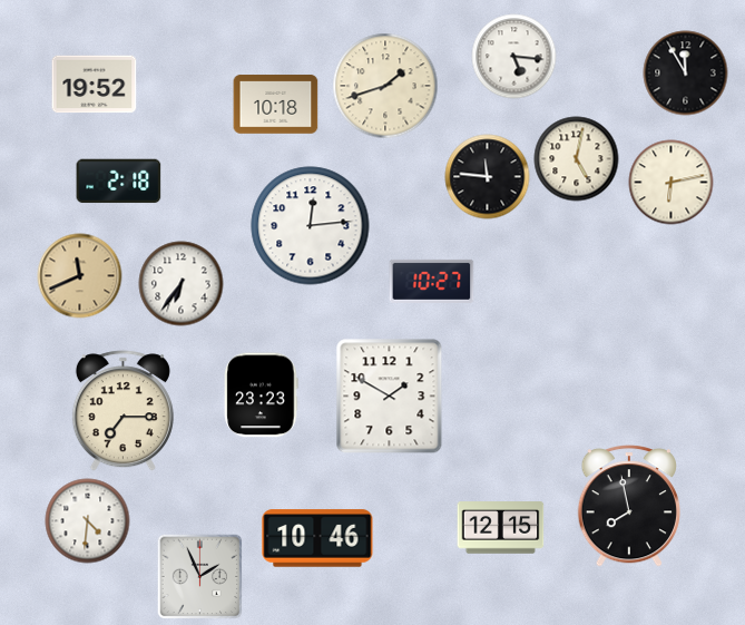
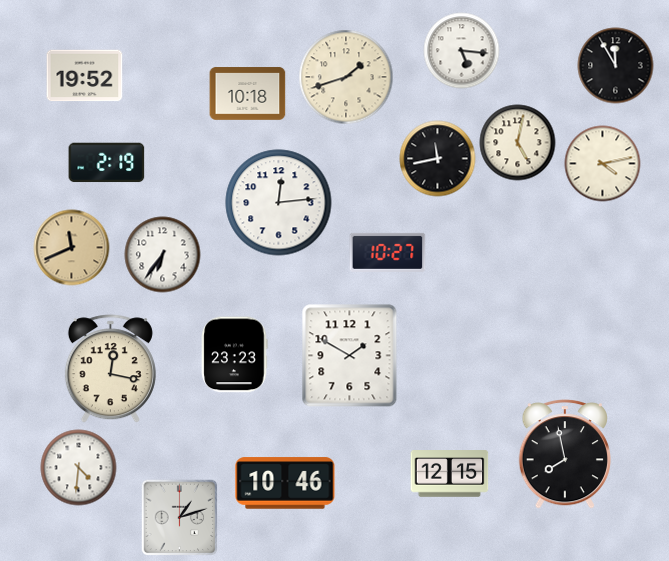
clock at (488, 177): 11:46 -> 11:43
clock at (119, 182): 2:18 -> 2:19
clock at (672, 183): 6:13 -> 4:13
clock at (122, 411): 7:15 -> 12:17
clock at (199, 576): 1:56 -> 1:12
